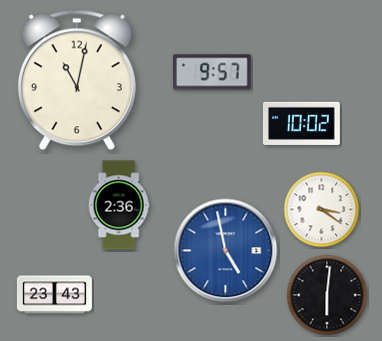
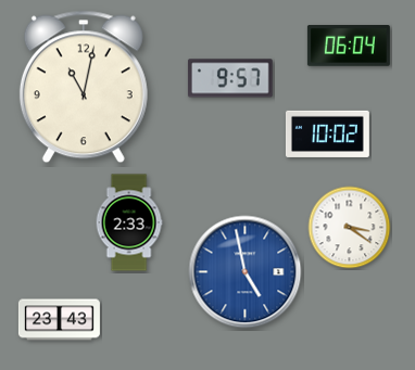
clock at (349, 46): none -> 06:04
clock at (119, 205): 2:36 -> 2:33
clock at (327, 295): 6:01 -> none
